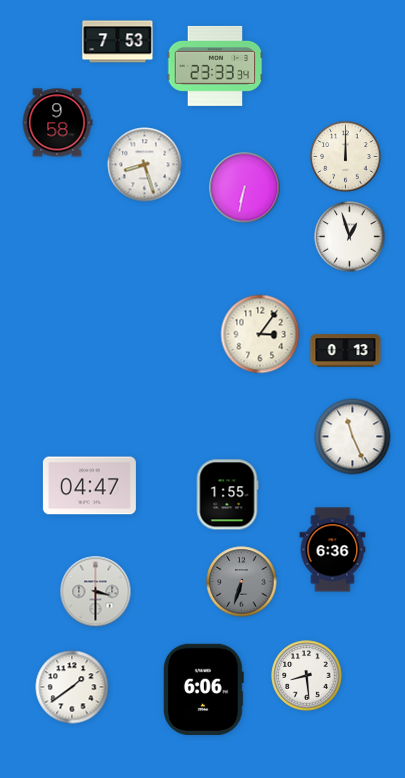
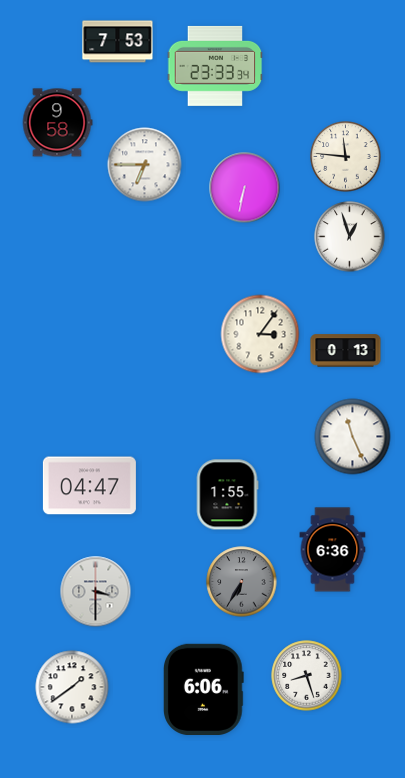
clock at (346, 157): 12:00 -> 11:46
clock at (145, 165): 8:27 -> 6:45
clock at (242, 582): 6:33 -> 6:35
clock at (307, 676): 8:29 -> 8:27
